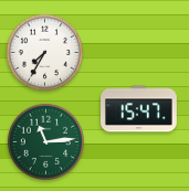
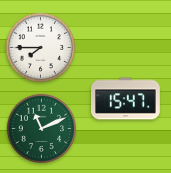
clock at (44, 52): 7:35 -> 7:45
clock at (45, 141): 11:14 -> 11:11
